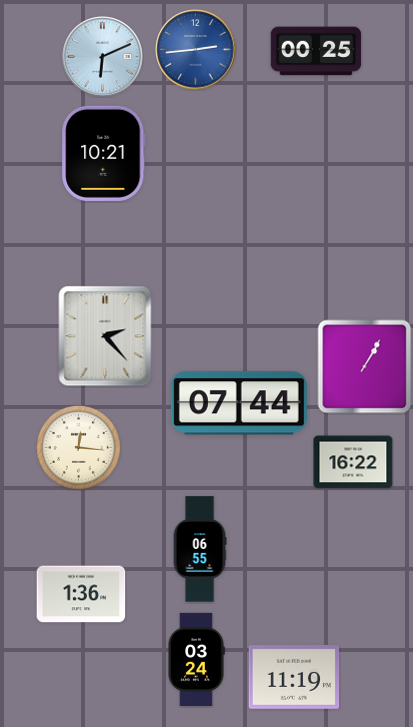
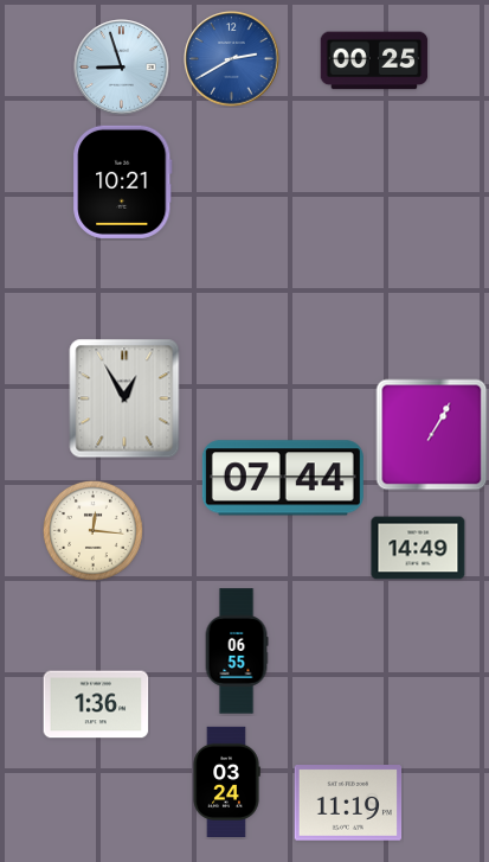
clock at (196, 50): 2:44 -> 2:40
clock at (103, 57): 6:11 -> 8:57
clock at (105, 336): 2:23 -> 12:55
clock at (353, 462): 16:22 -> 14:49
clock at (196, 659) position: (196, 659) -> (226, 781)
